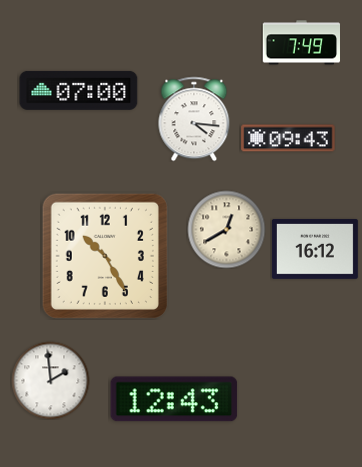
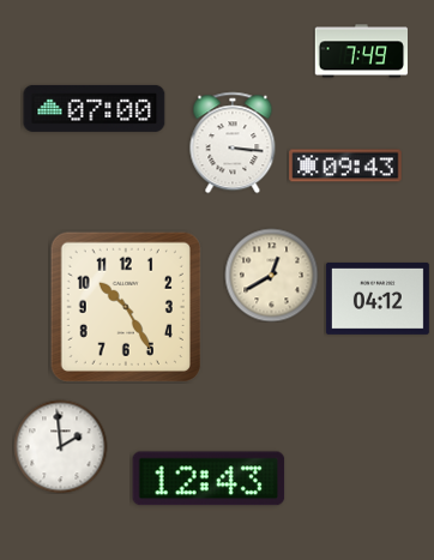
clock at (194, 119): 4:16 -> 3:16
clock at (315, 249): 16:12 -> 04:12
clock at (50, 380) position: (50, 380) -> (60, 446)
